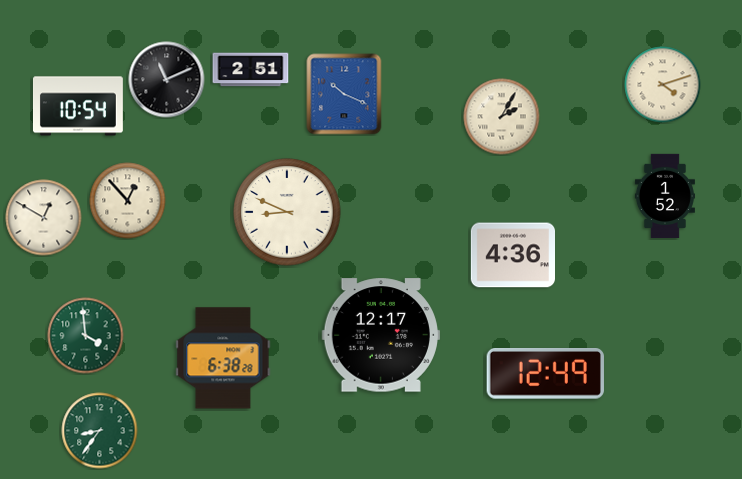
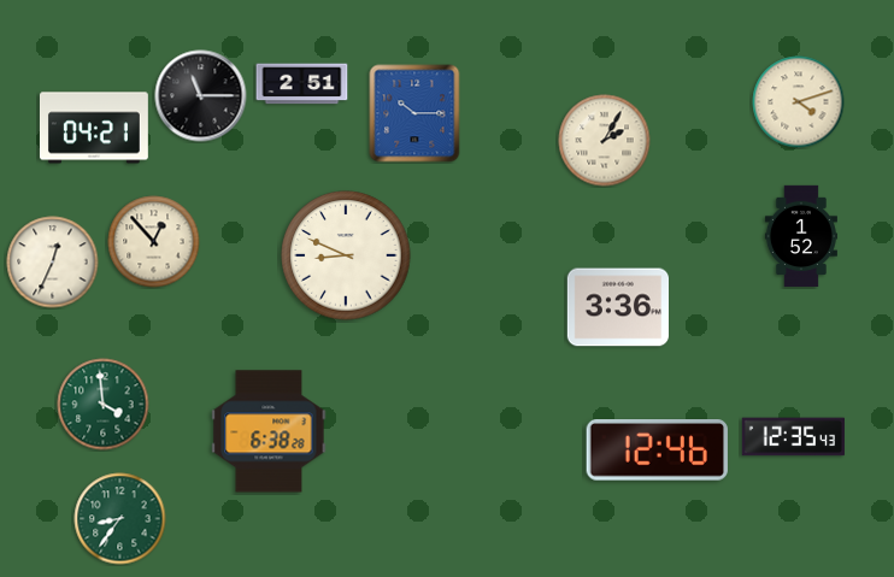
clock at (167, 80): 11:11 -> 11:15
clock at (344, 94): 10:19 -> 10:15
clock at (78, 106): 10:54 -> 04:21
clock at (44, 218): 12:50 -> 12:34
clock at (512, 255): 4:36 -> 3:36
clock at (381, 335): 12:17 -> none
clock at (793, 437): none -> 12:35
clock at (545, 374): 12:49 -> 12:46
